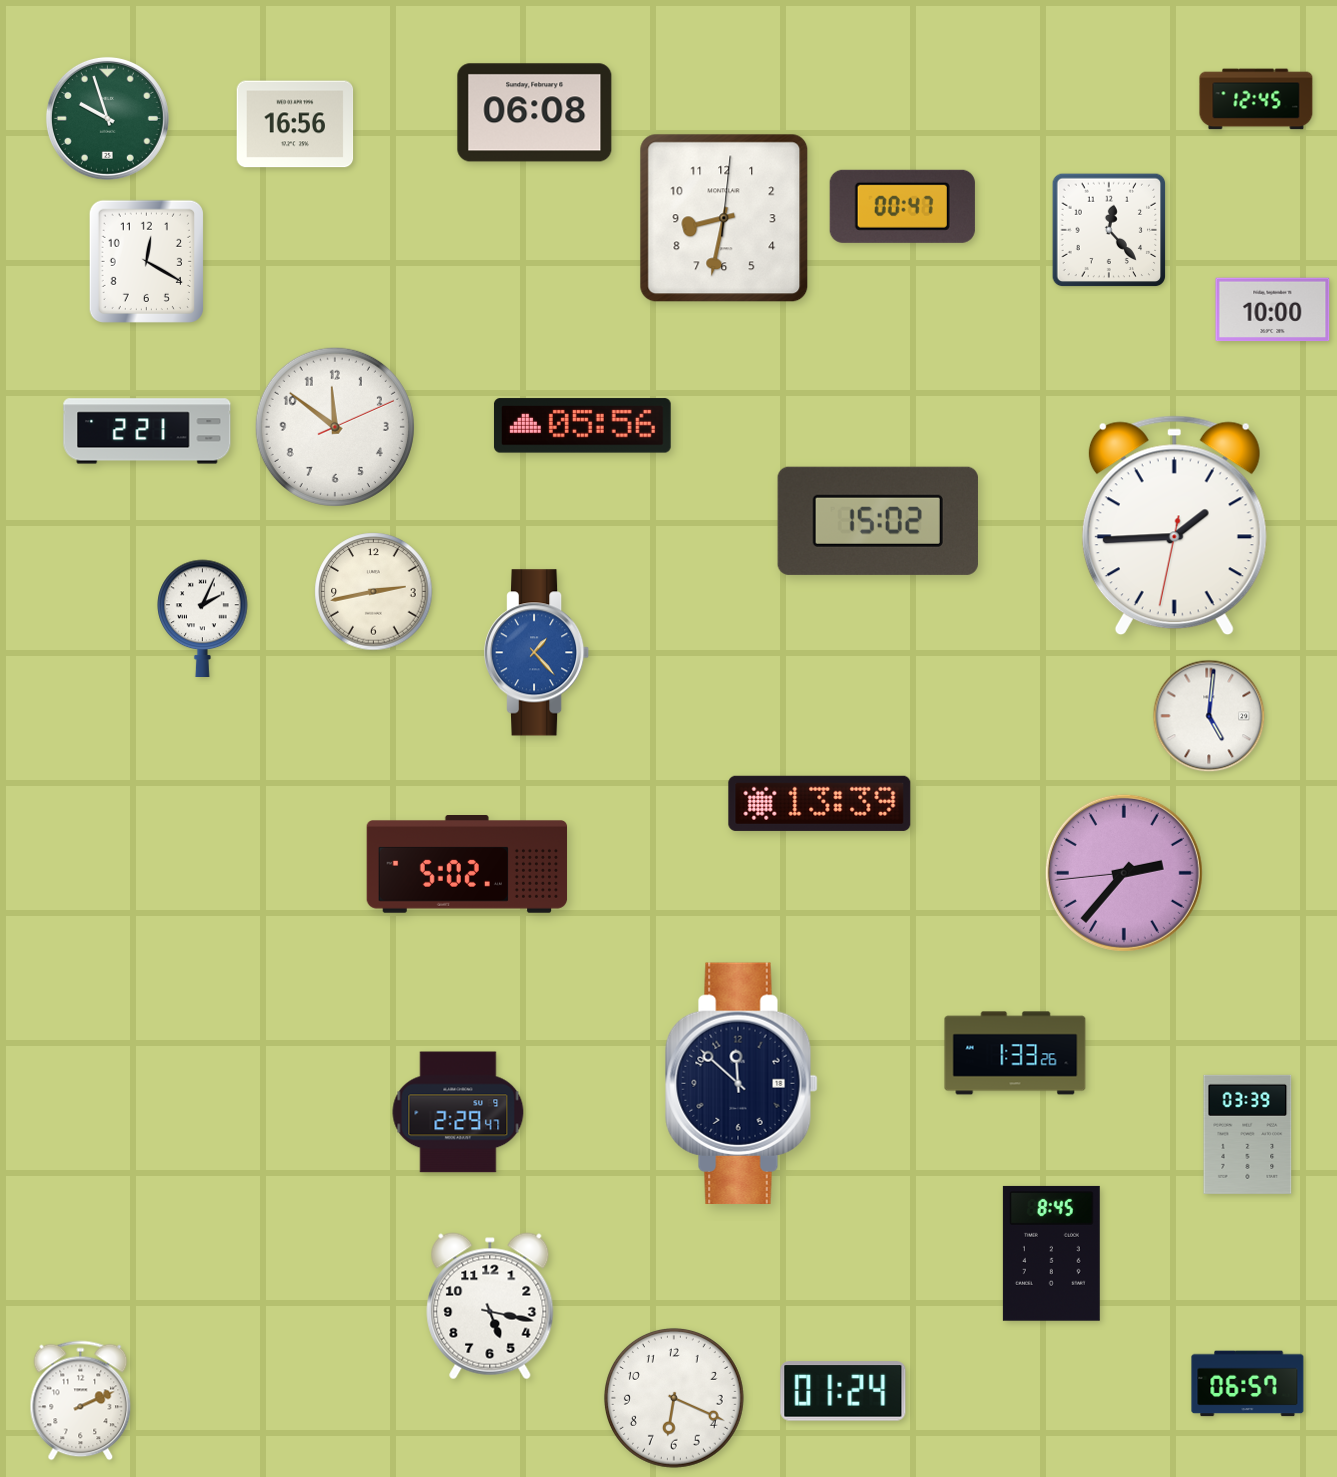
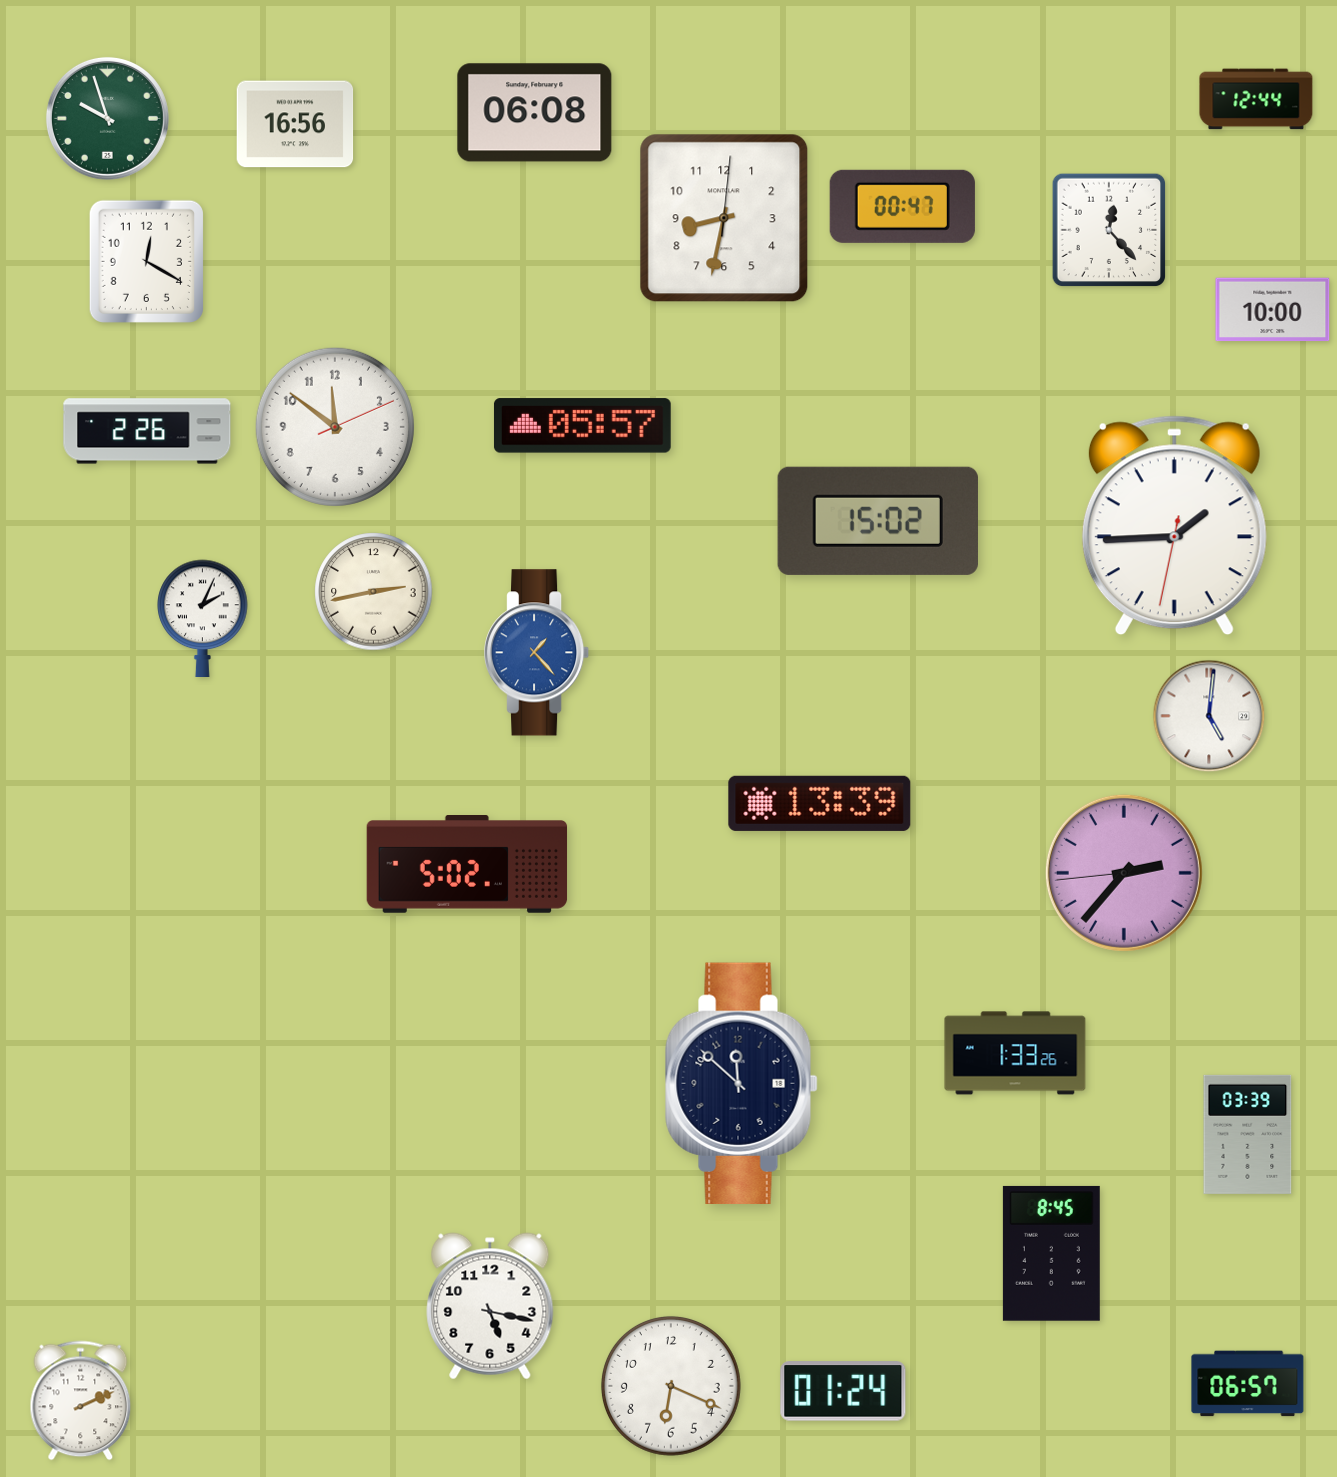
clock at (1256, 99): 12:45 -> 12:44
clock at (582, 426): 05:56 -> 05:57
clock at (147, 431): 2:21 -> 2:26
clock at (458, 1112): 2:29 -> none
clock at (674, 1398) position: (674, 1398) -> (671, 1386)
